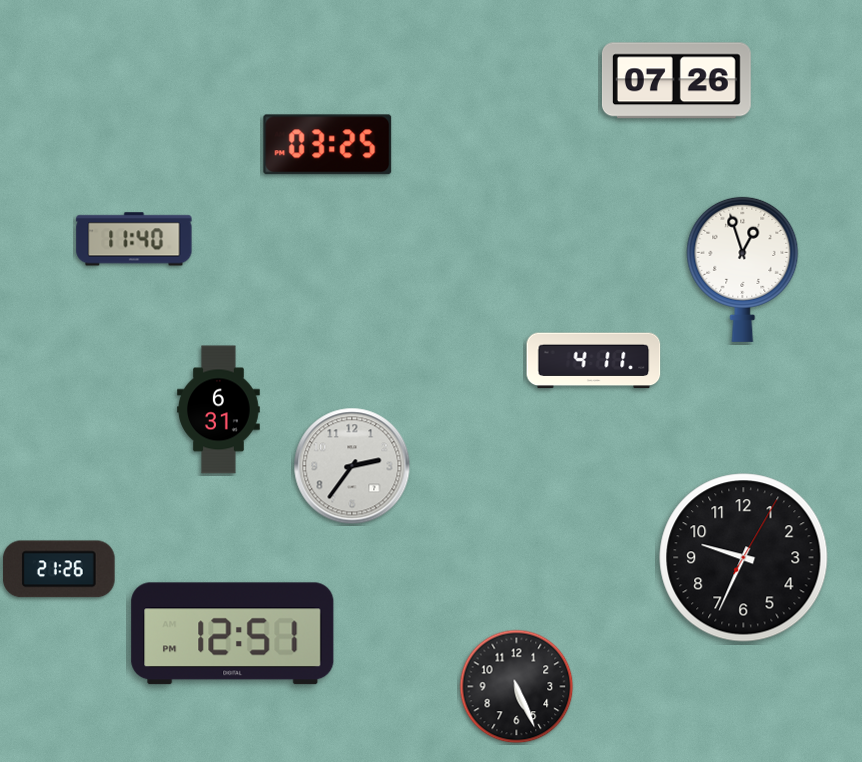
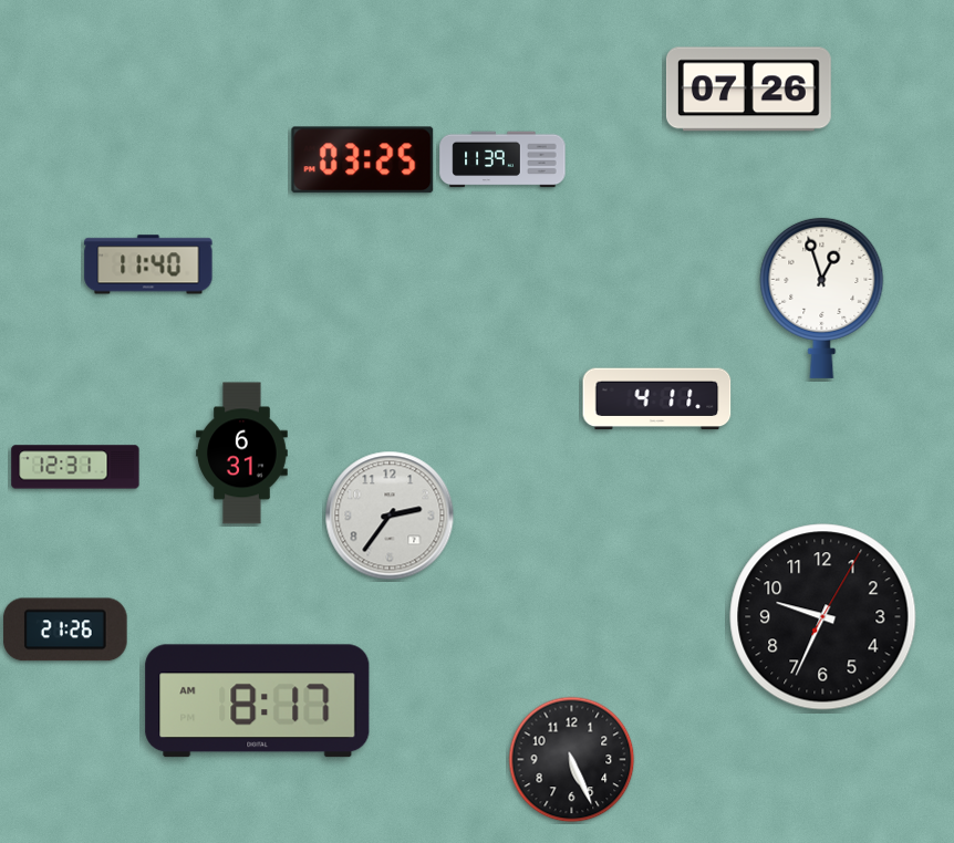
clock at (502, 159): none -> 11:39
clock at (75, 467): none -> 12:31
clock at (233, 634): 12:51 -> 8:17
